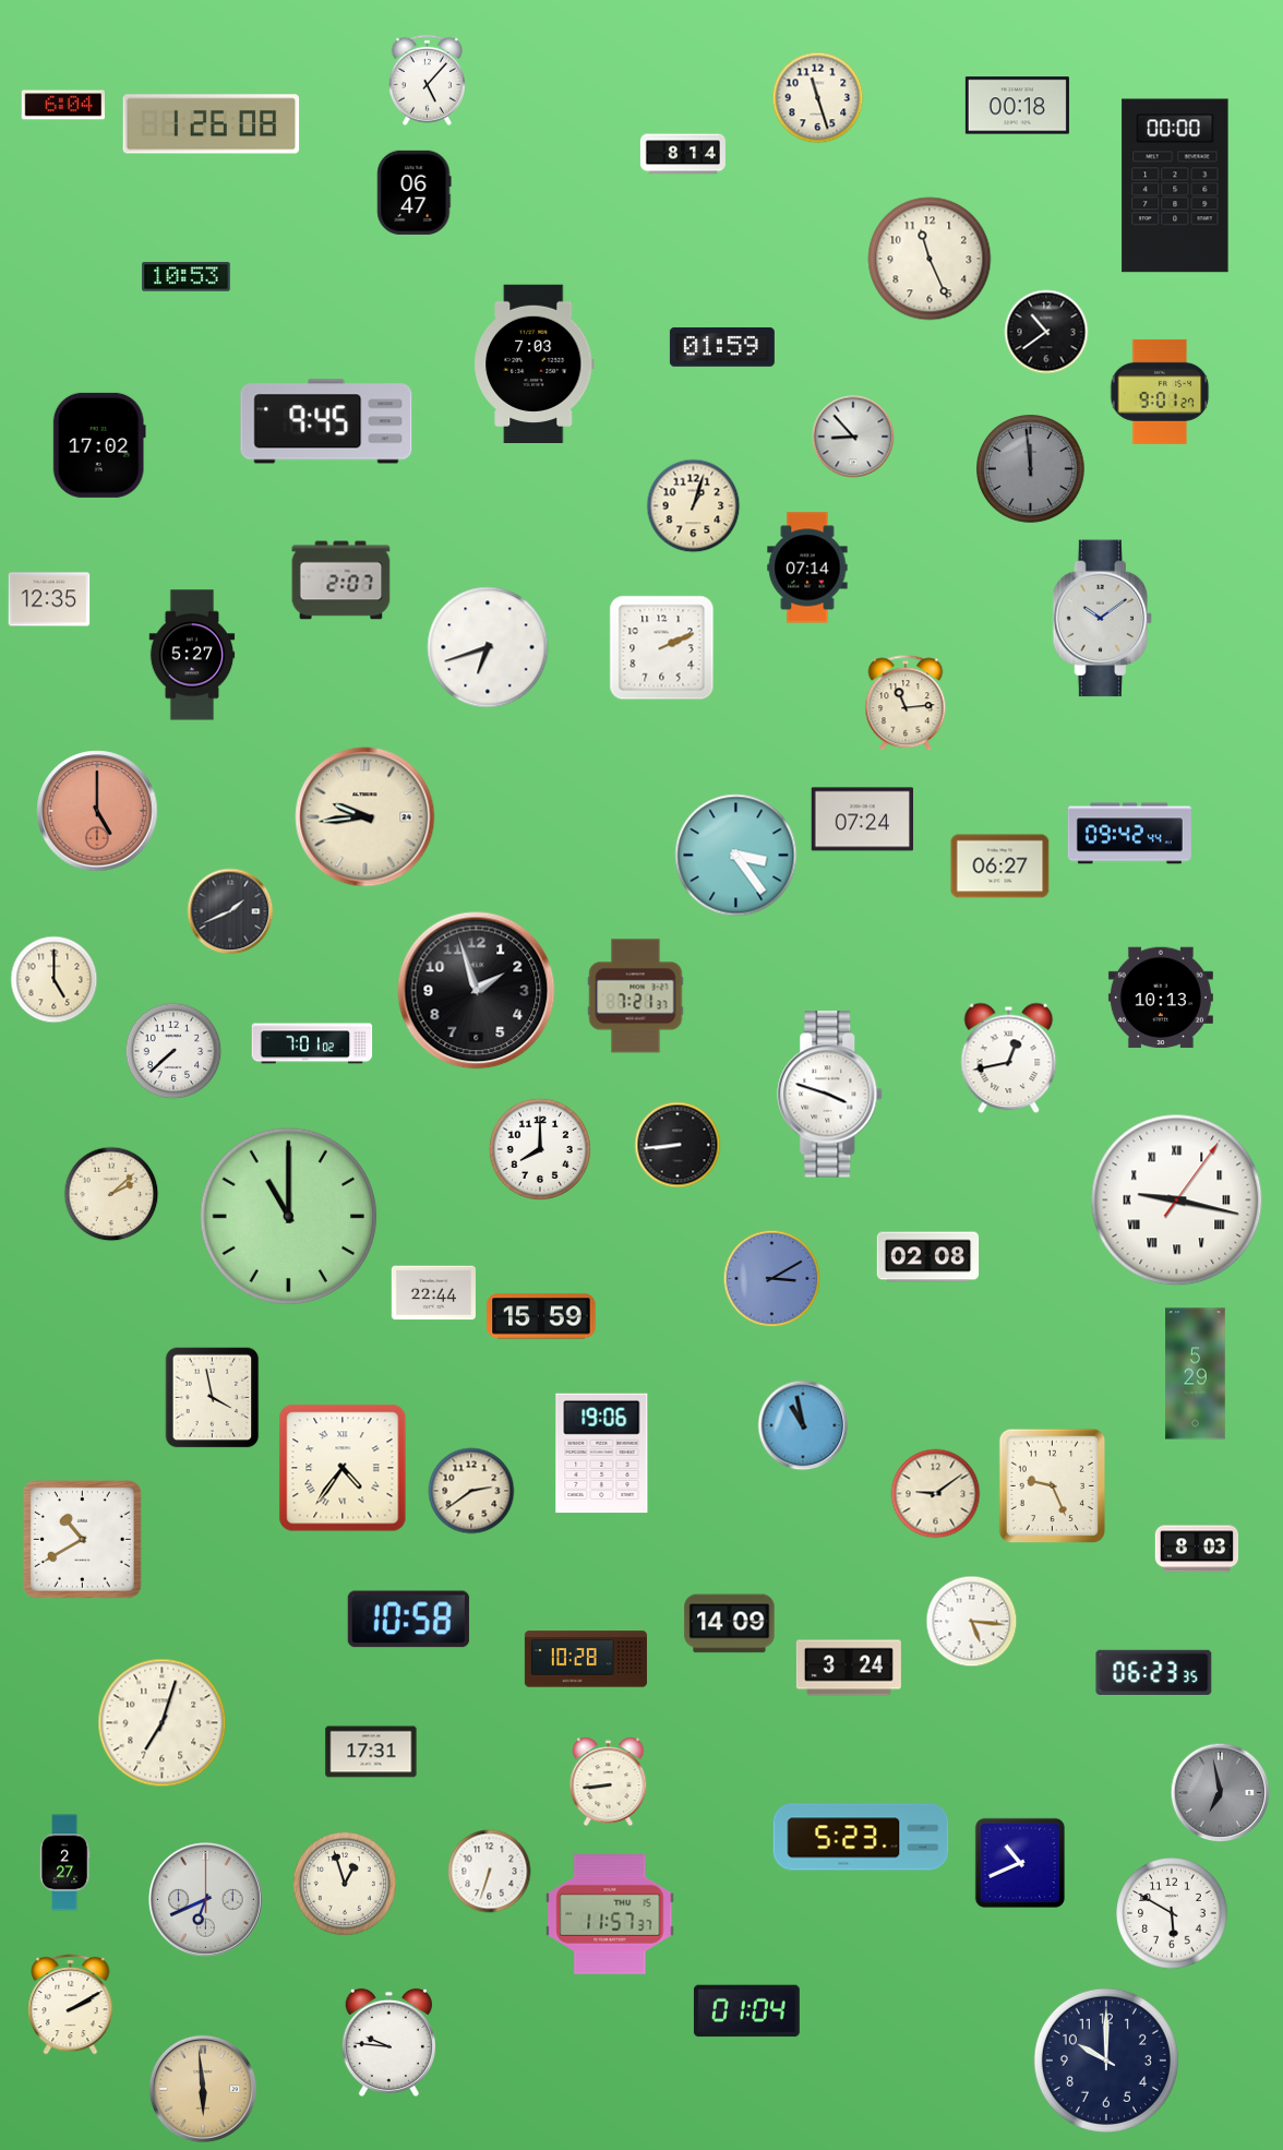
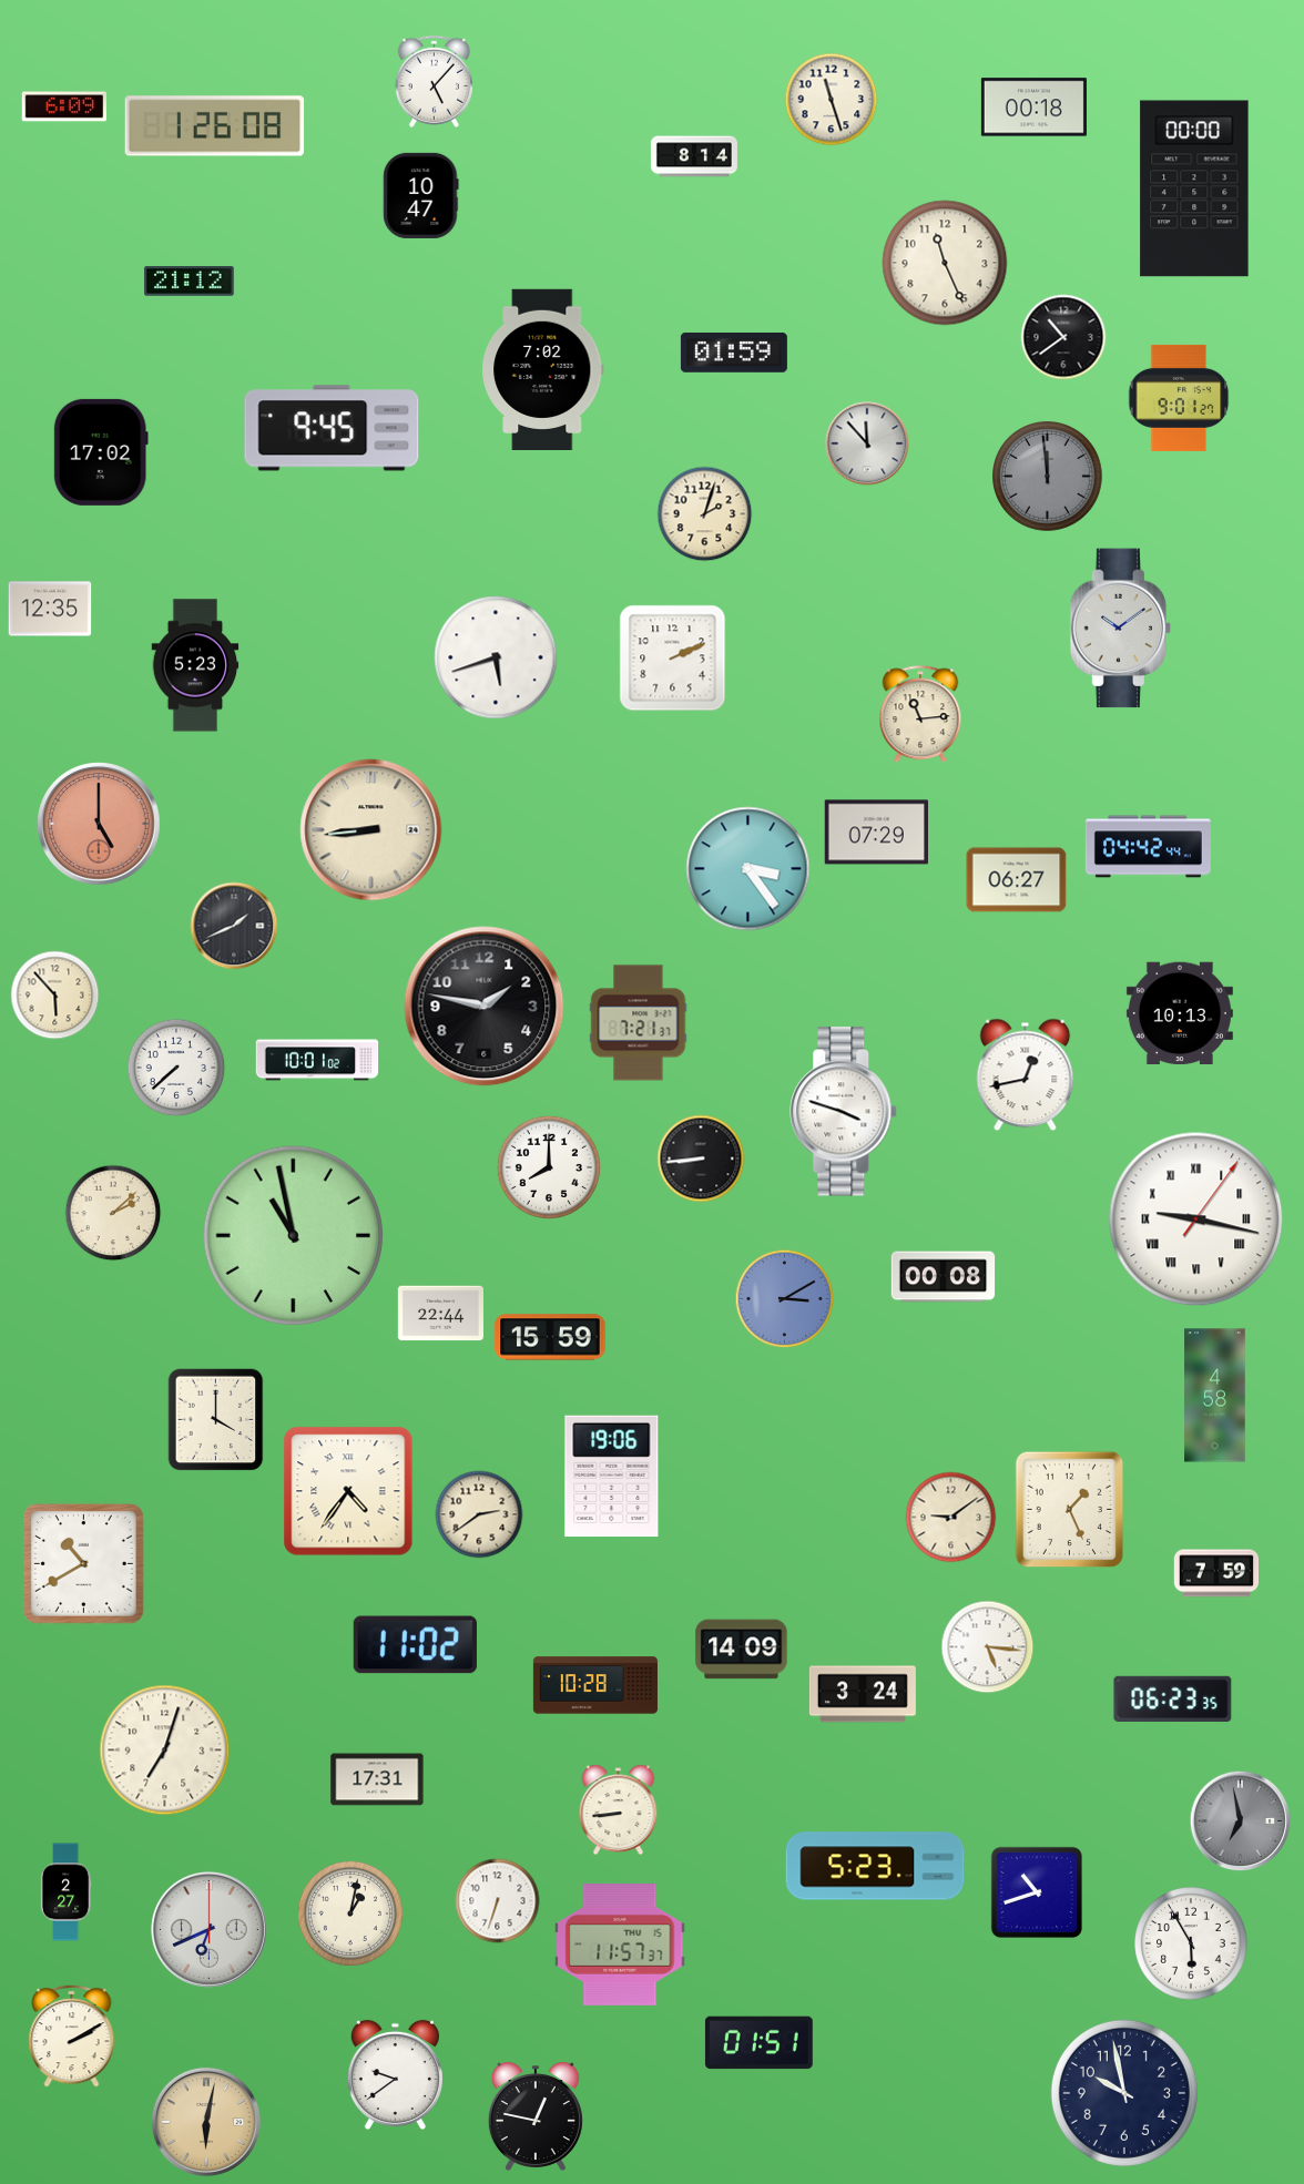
clock at (62, 105): 6:04 -> 6:09
clock at (415, 192): 06:47 -> 10:47
clock at (187, 277): 10:53 -> 21:12
clock at (535, 363): 7:03 -> 7:02
clock at (853, 437): 8:53 -> 11:53
clock at (694, 506): 1:03 -> 2:03
clock at (807, 568): 07:14 -> none
clock at (341, 581): 2:07 -> none
clock at (488, 647): 6:42 -> 5:42
clock at (192, 655): 5:27 -> 5:23
clock at (365, 817): 9:44 -> 8:44
clock at (862, 820): 07:24 -> 07:29
clock at (1129, 834): 09:42 -> 04:42
clock at (55, 980): 5:00 -> 5:53
clock at (477, 991): 1:57 -> 1:47
clock at (636, 996) position: (636, 996) -> (639, 1023)
clock at (312, 1043): 7:01 -> 10:01
clock at (678, 1145) position: (678, 1145) -> (701, 1159)
clock at (289, 1217): 11:00 -> 10:58
clock at (928, 1257): 02:08 -> 00:08
clock at (1196, 1374): 5:29 -> 4:58
clock at (213, 1398): 3:58 -> 4:00
clock at (803, 1425): 10:58 -> none
clock at (1053, 1486): 9:26 -> 1:26
clock at (1197, 1549): 8:03 -> 7:59
clock at (408, 1620): 10:58 -> 11:02
clock at (1020, 1862): 10:41 -> 10:42
clock at (345, 1884): 12:57 -> 1:02
clock at (1172, 1913): 5:50 -> 5:55
clock at (746, 2011): 01:04 -> 01:51
clock at (388, 2043): 9:46 -> 9:39
clock at (1106, 2061): 10:00 -> 9:58
clock at (536, 2116): none -> 12:47
clock at (203, 2089): 5:59 -> 6:02
